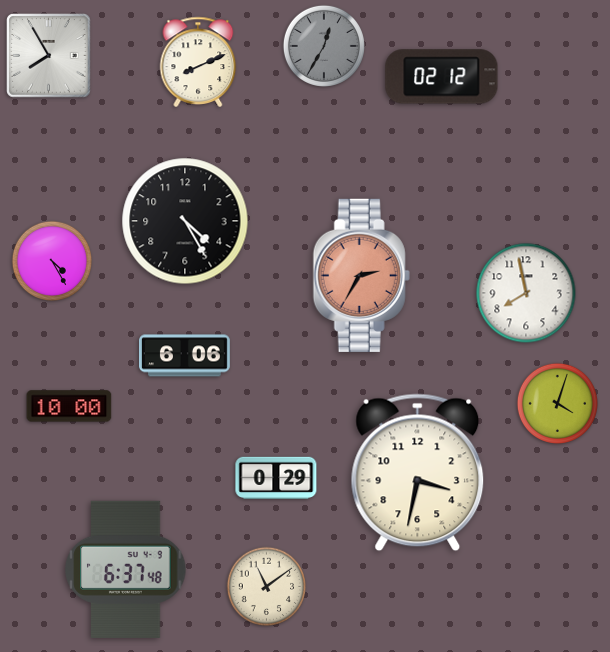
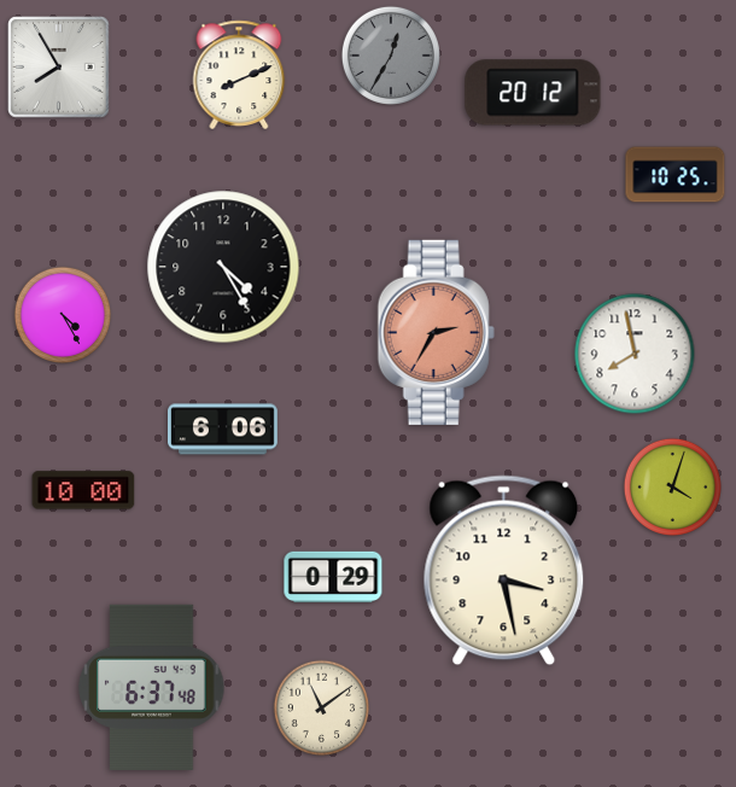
clock at (442, 77): 02:12 -> 20:12
clock at (676, 175): none -> 10:25
clock at (418, 473): 3:32 -> 3:28
